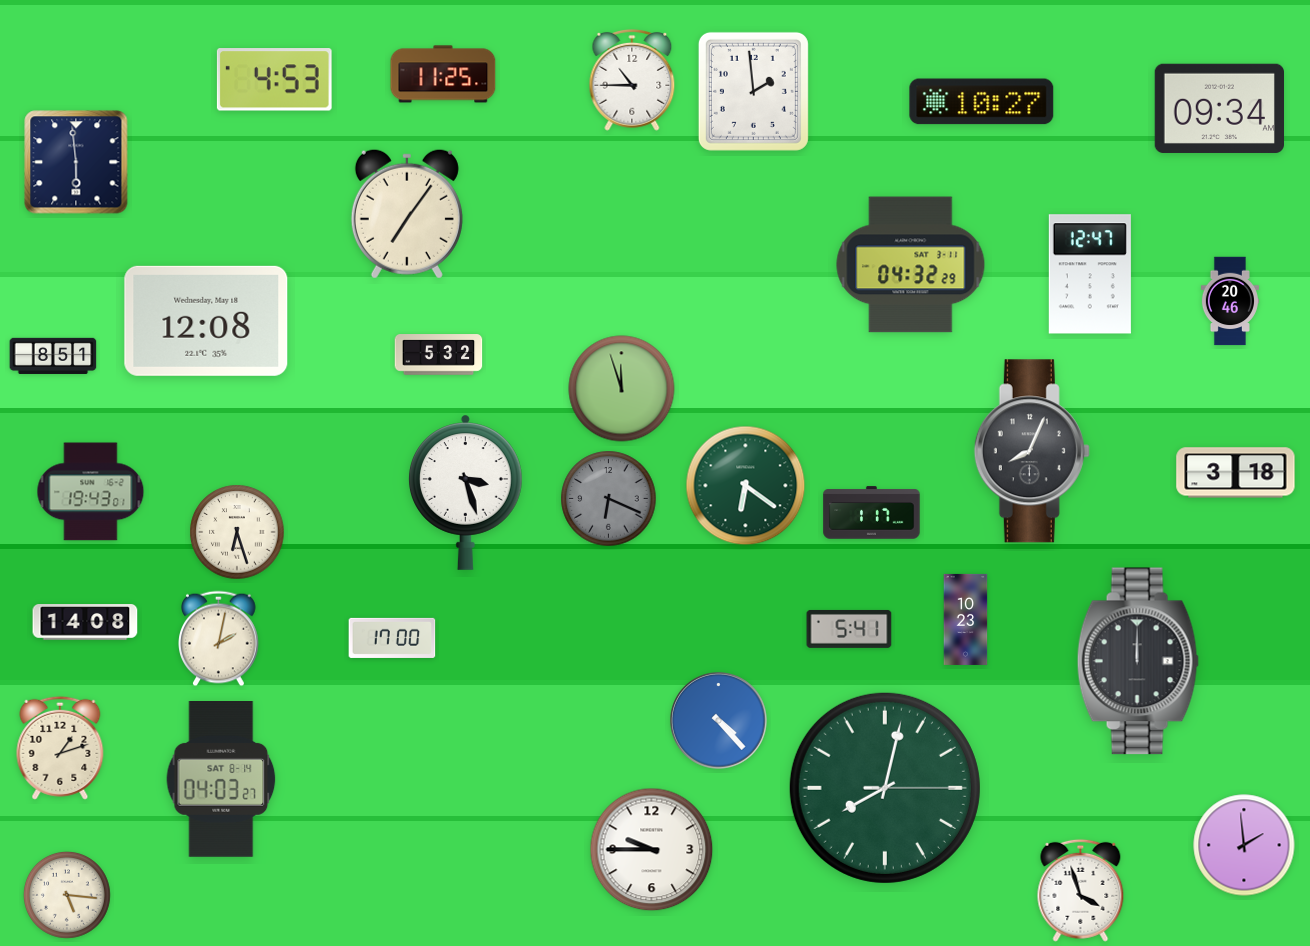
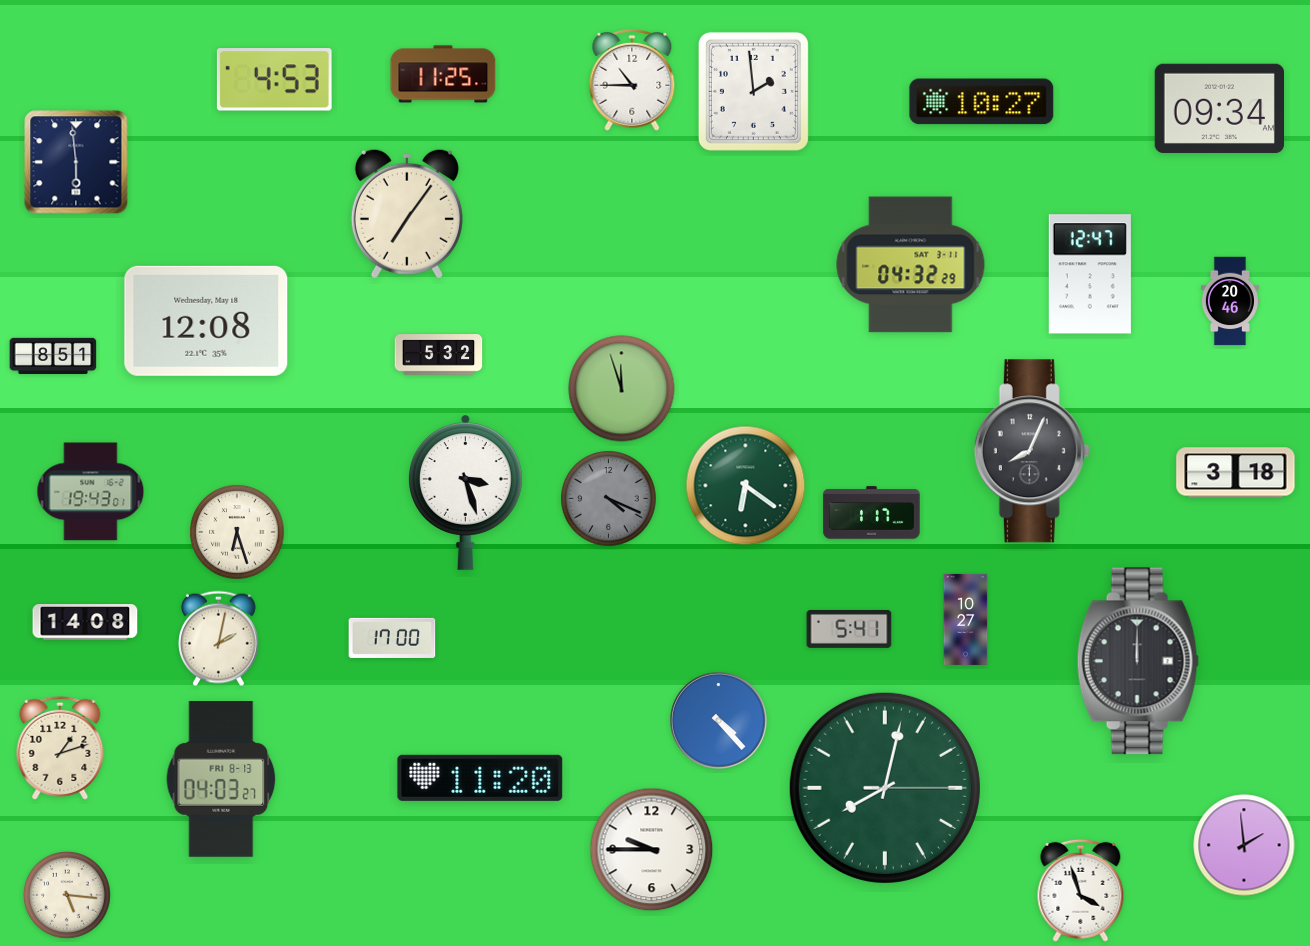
clock at (609, 499): 6:19 -> 4:19
clock at (966, 619): 10:23 -> 10:27
clock at (480, 778): none -> 11:20
clock at (221, 780) date: SAT 8-14 -> FRI 8-13
